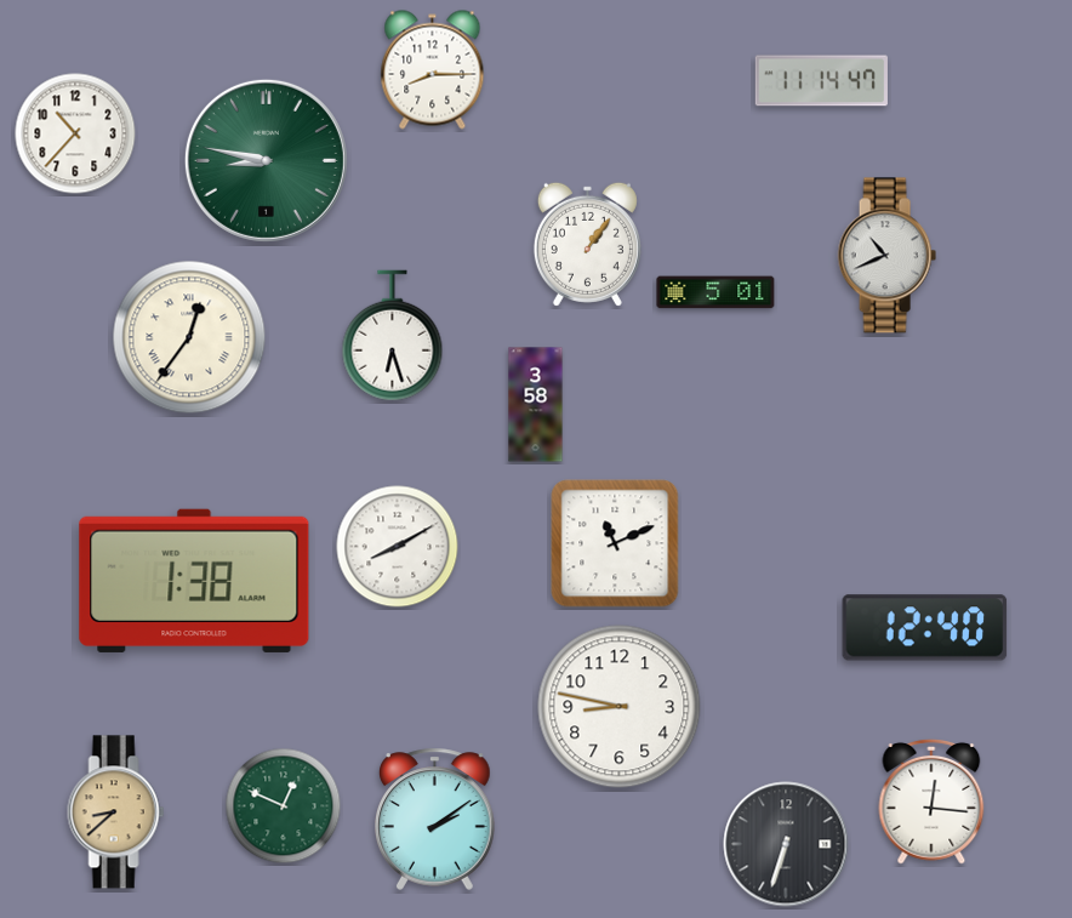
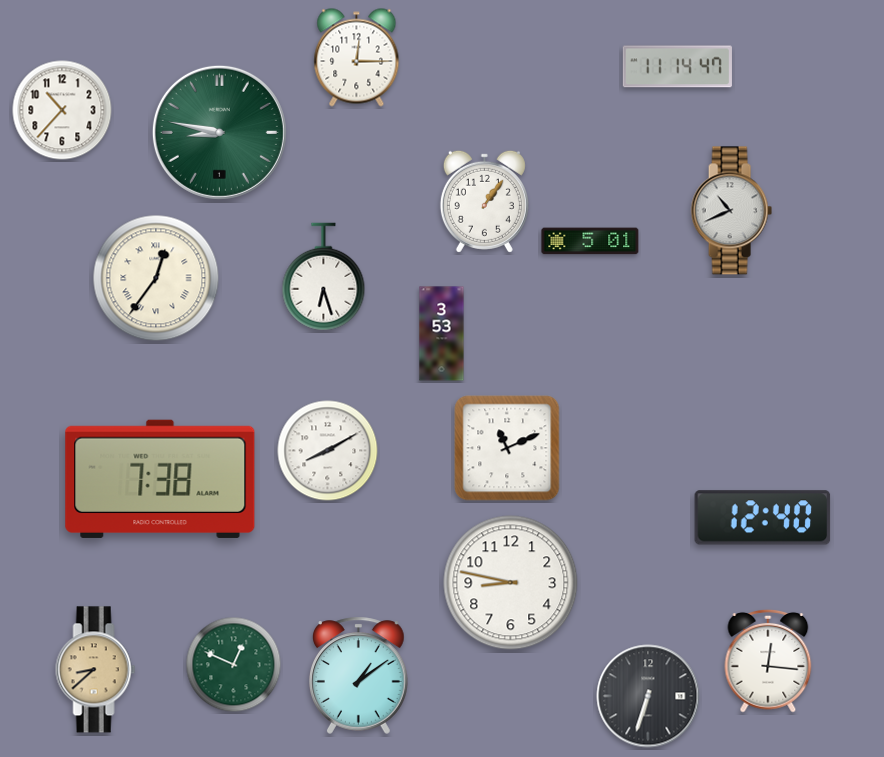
clock at (433, 70): 8:15 -> 12:15
clock at (536, 405): 3:58 -> 3:53
clock at (194, 581): 1:38 -> 7:38
clock at (435, 819): 2:09 -> 1:09
